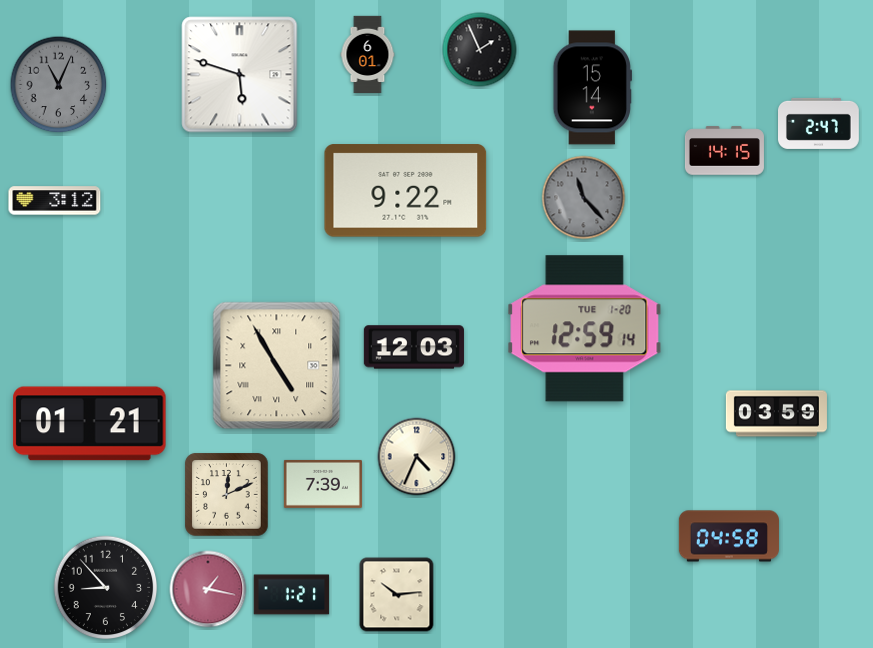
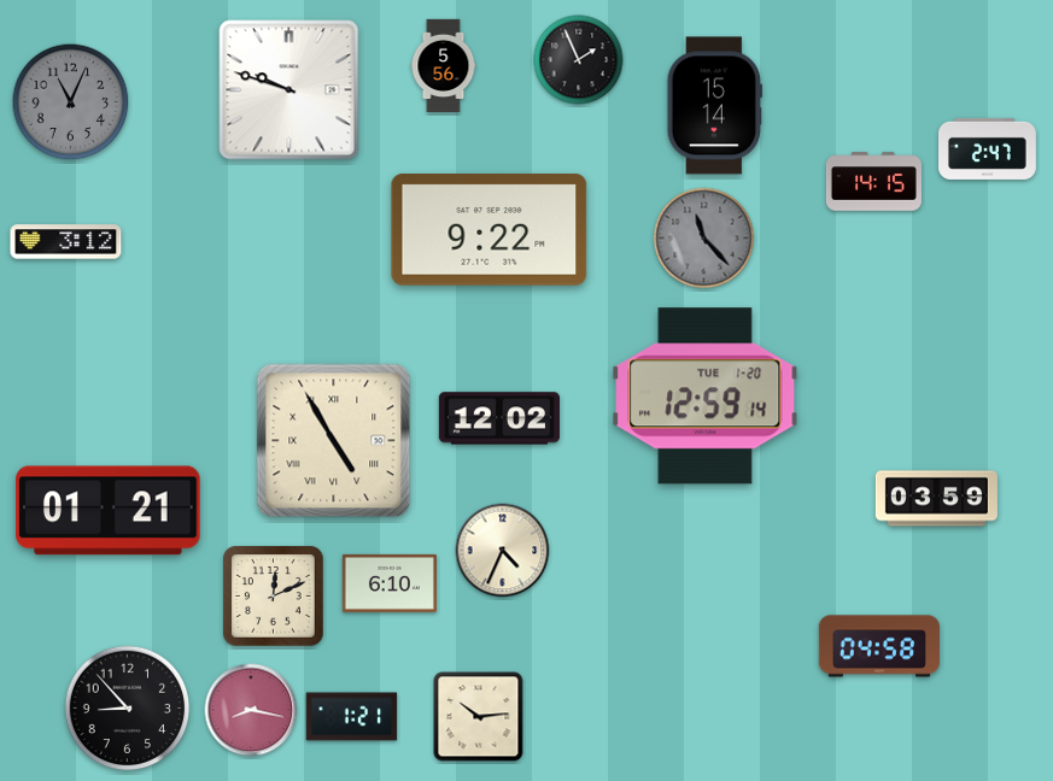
clock at (368, 55): 6:01 -> 5:56
clock at (240, 75): 5:48 -> 9:48
clock at (414, 347): 12:03 -> 12:02
clock at (323, 484): 7:39 -> 6:10
clock at (208, 589): 1:17 -> 8:17
